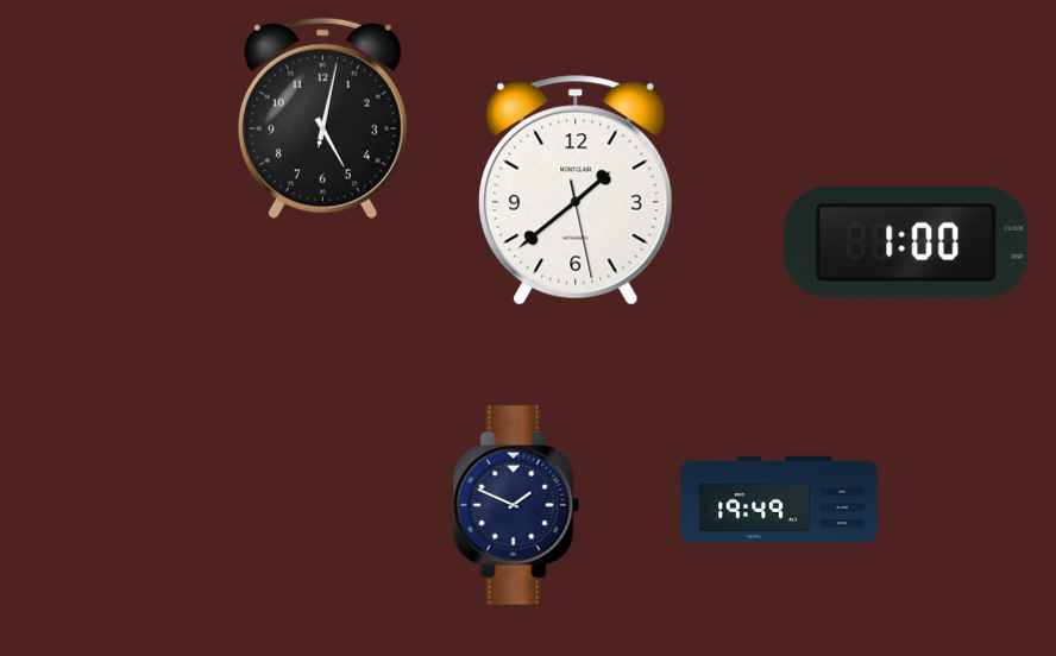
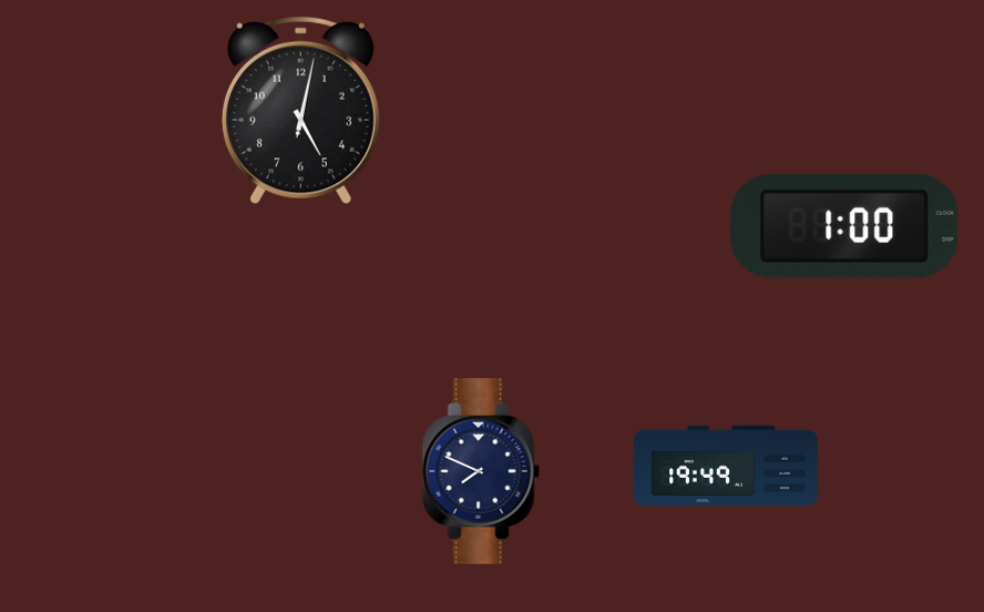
clock at (576, 190): 1:38 -> none
clock at (516, 505): 1:49 -> 7:49
